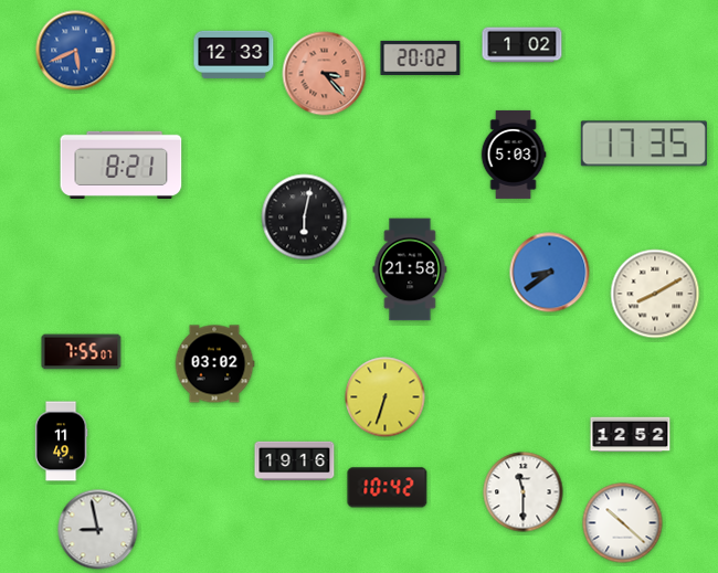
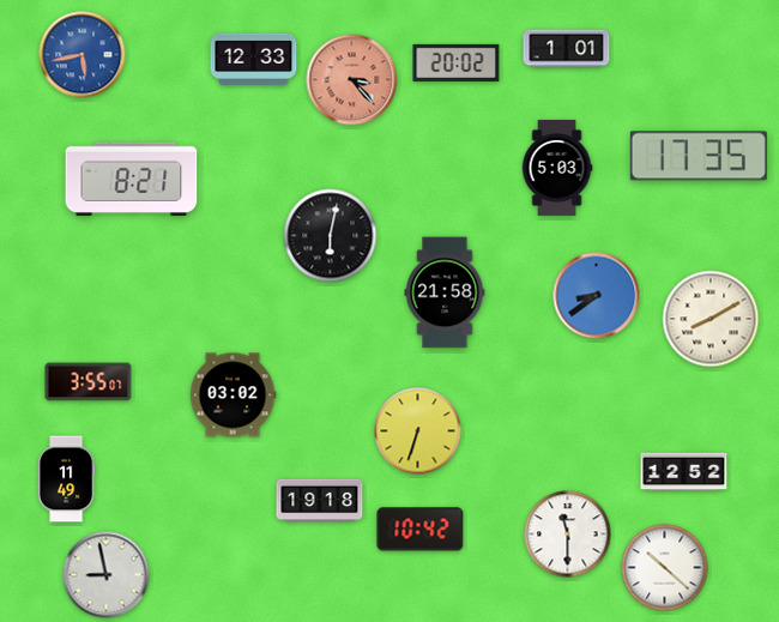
clock at (522, 45): 1:02 -> 1:01
clock at (76, 51): 5:41 -> 5:43
clock at (82, 352): 7:55 -> 3:55
clock at (295, 461): 19:16 -> 19:18
clock at (623, 523) position: (623, 523) -> (665, 568)
